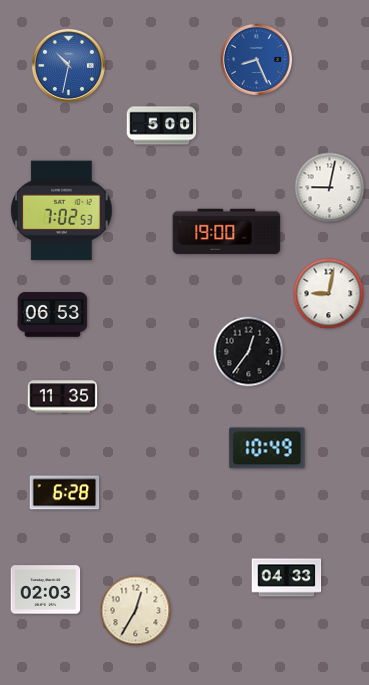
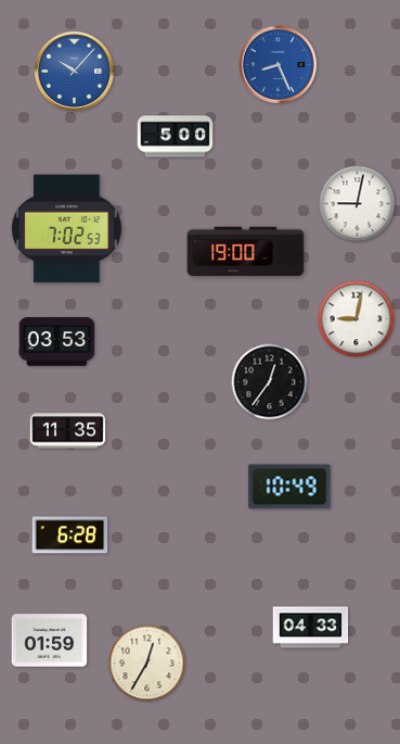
clock at (68, 65): 10:32 -> 10:07
clock at (53, 315): 06:53 -> 03:53
clock at (46, 590): 02:03 -> 01:59
